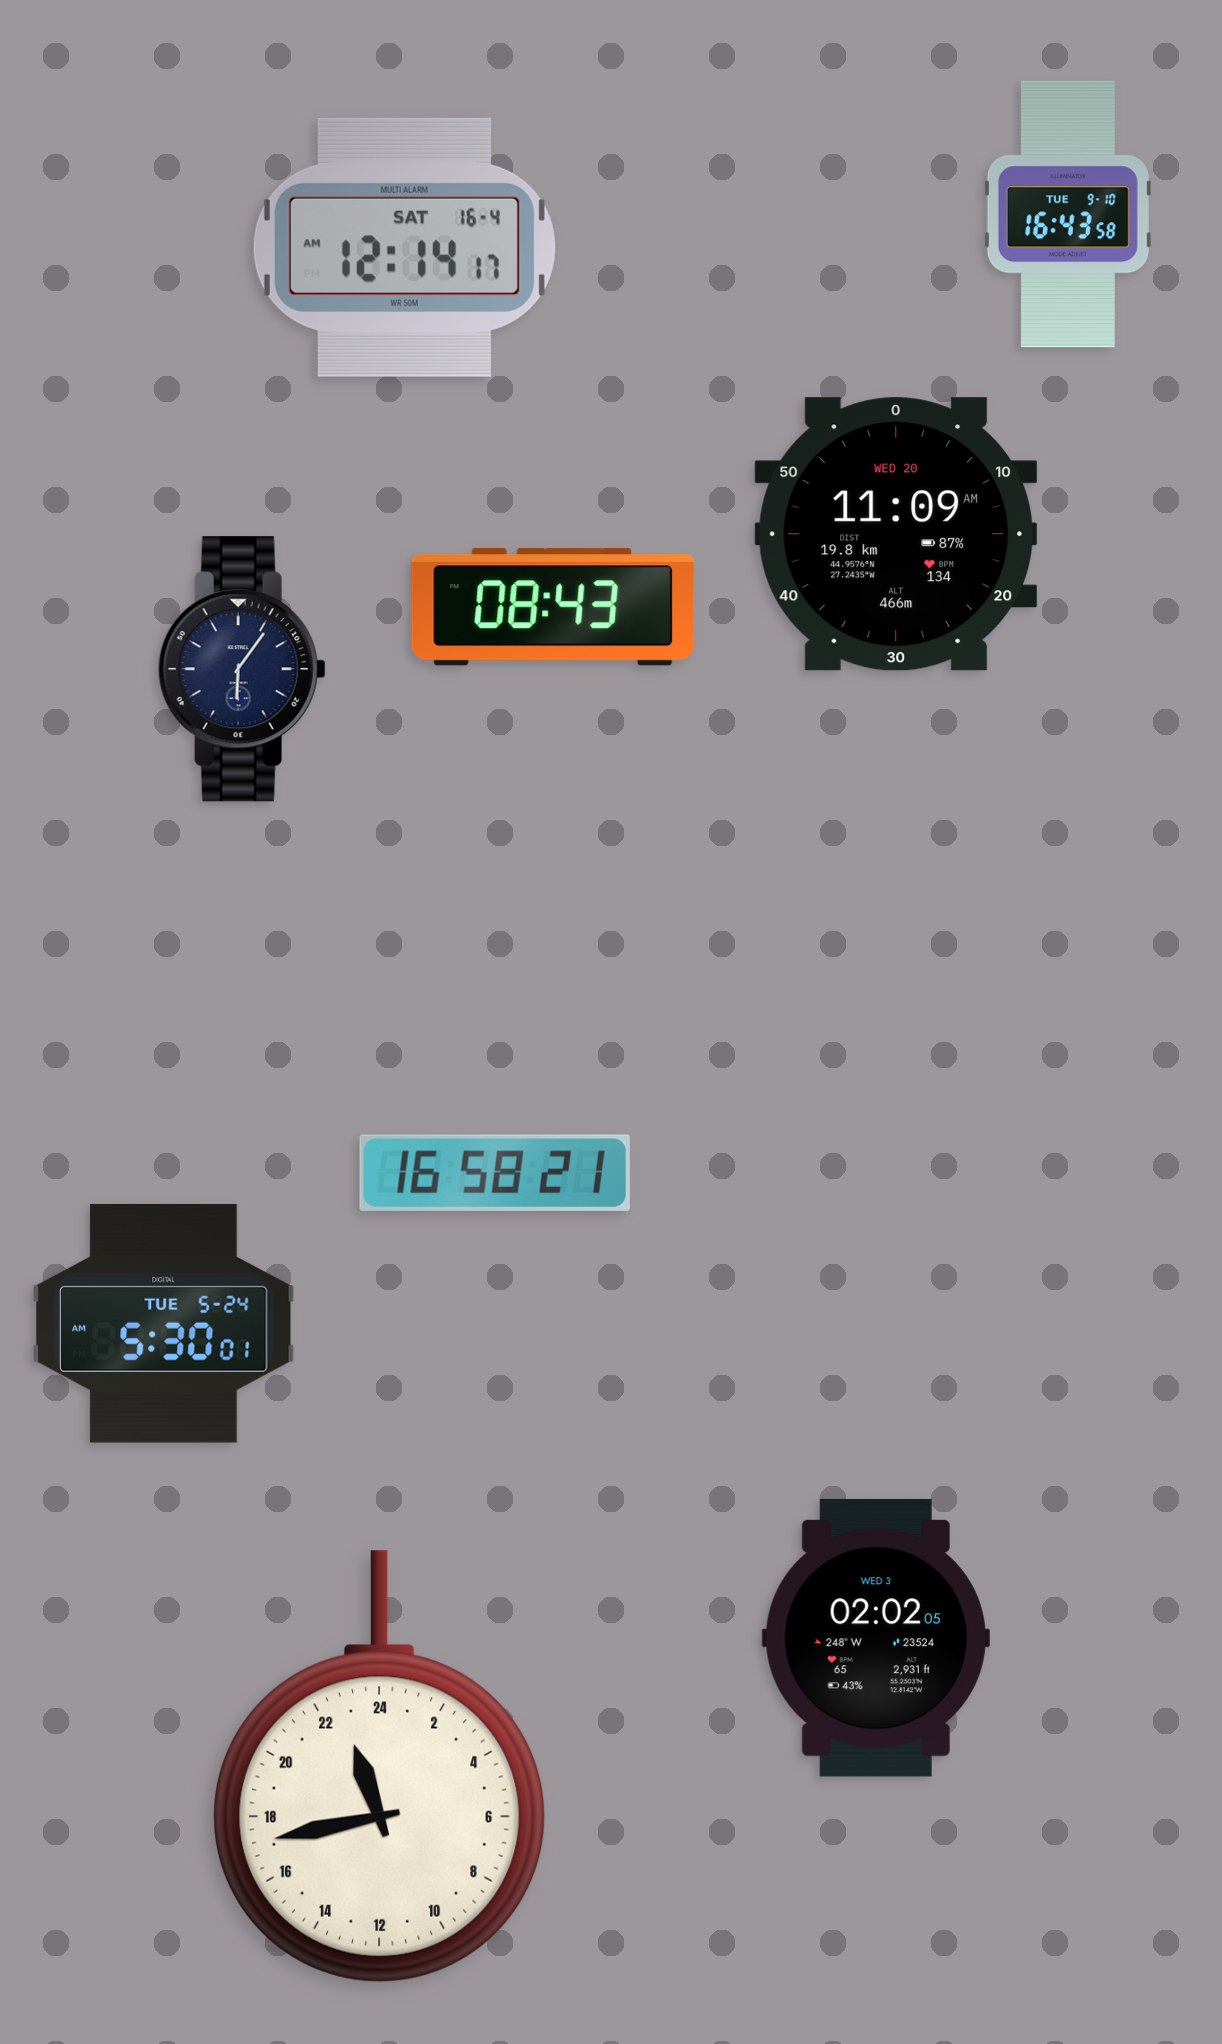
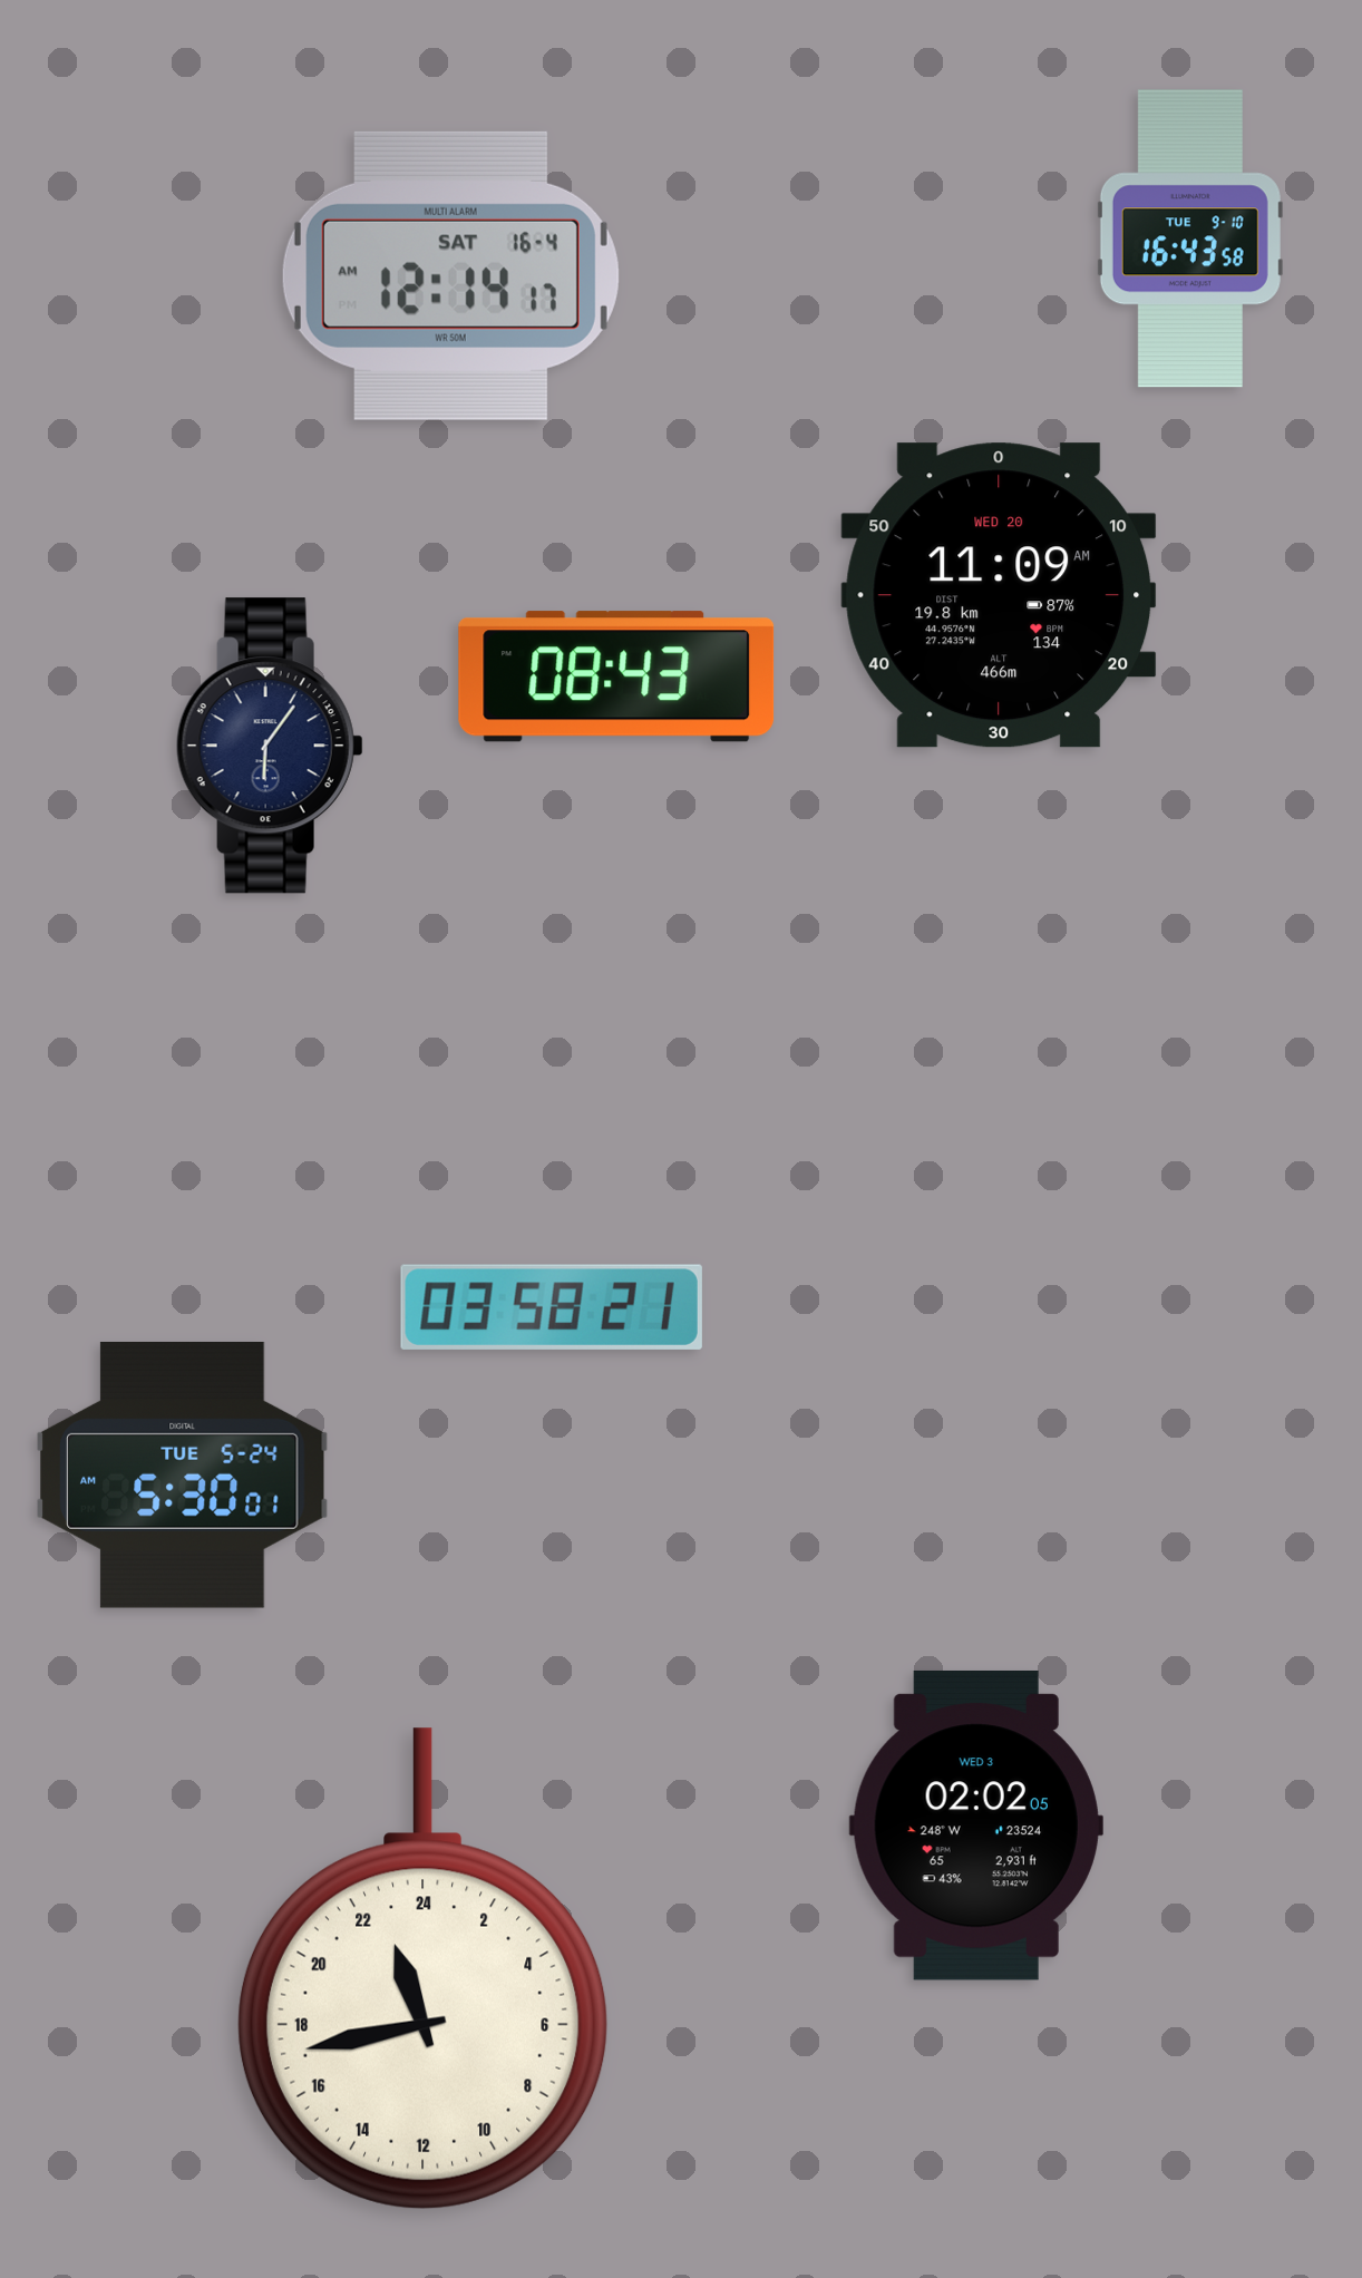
clock at (495, 1173): 16:58 -> 03:58
